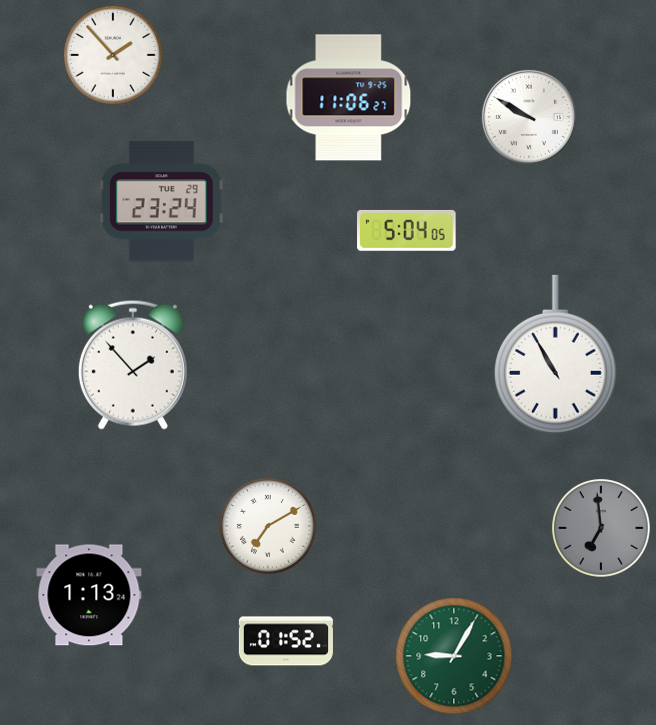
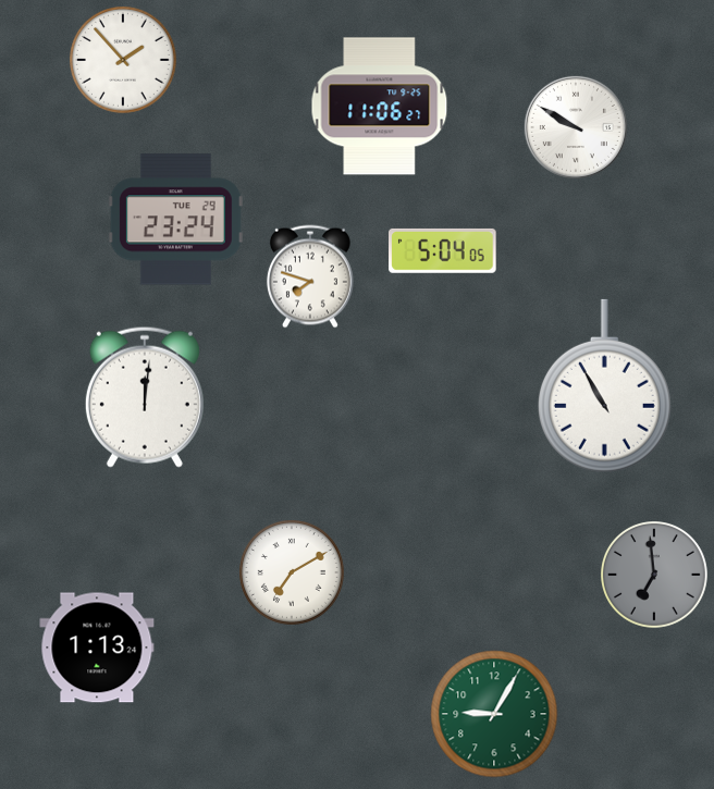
clock at (310, 276): none -> 7:48
clock at (133, 365): 1:53 -> 12:01
clock at (286, 641): 01:52 -> none
